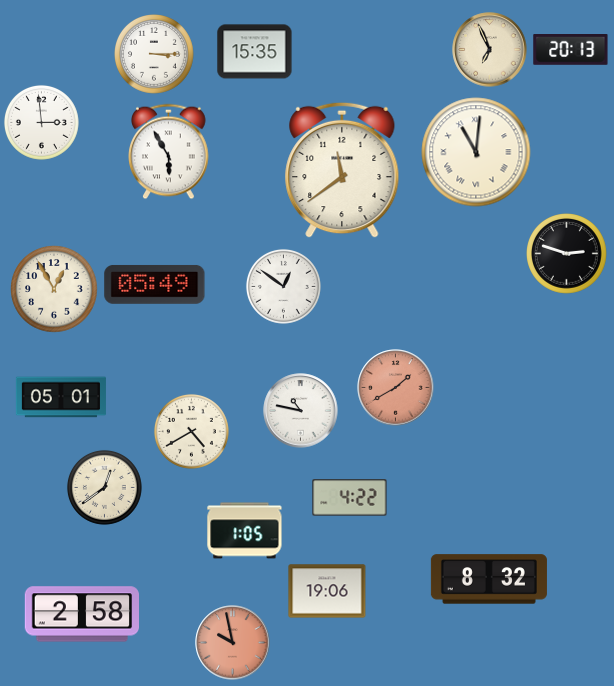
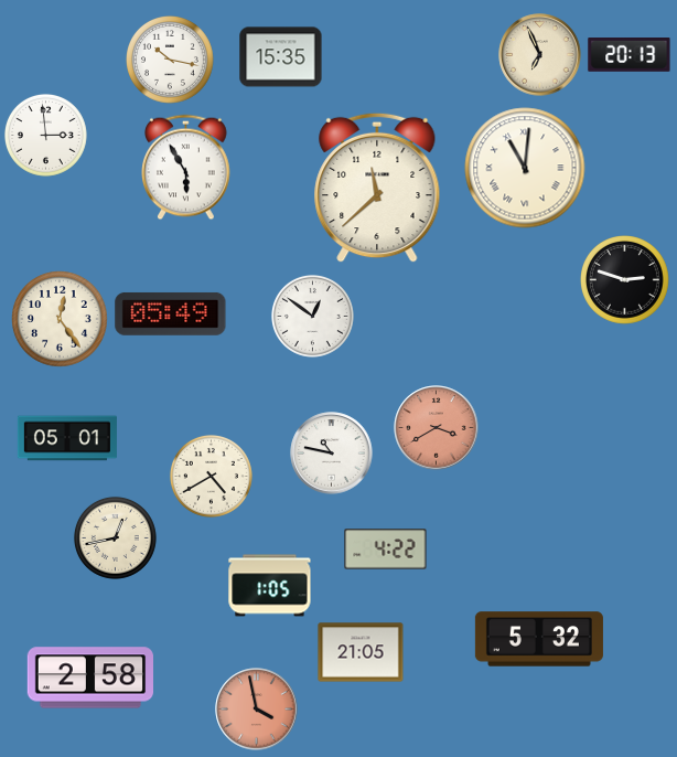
clock at (155, 55): 3:15 -> 10:17
clock at (342, 170): 11:39 -> 11:38
clock at (54, 289): 12:55 -> 12:24
clock at (396, 388): 1:40 -> 3:40
clock at (104, 487): 12:39 -> 12:43
clock at (489, 579): 8:32 -> 5:32
clock at (327, 591): 19:06 -> 21:05
clock at (233, 643): 9:58 -> 3:58
